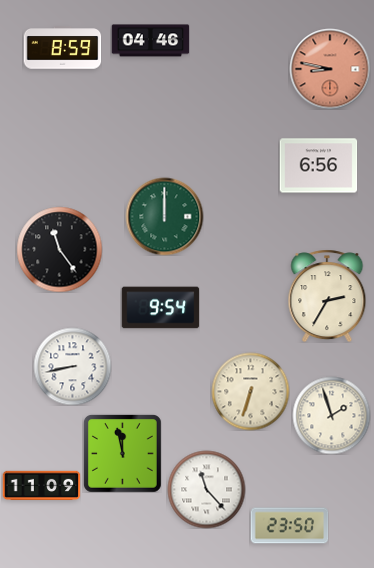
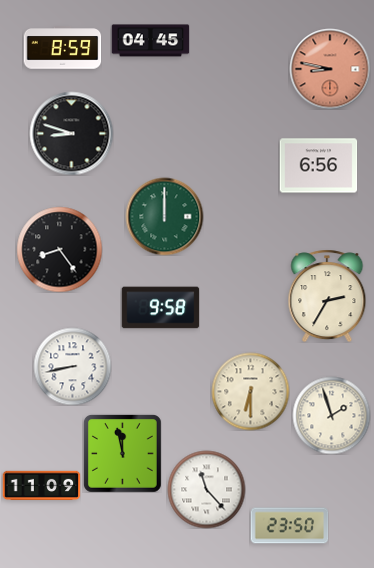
clock at (150, 41): 04:46 -> 04:45
clock at (71, 133): none -> 8:48
clock at (59, 249): 11:24 -> 8:24
clock at (160, 308): 9:54 -> 9:58
clock at (250, 391): 6:33 -> 6:30
